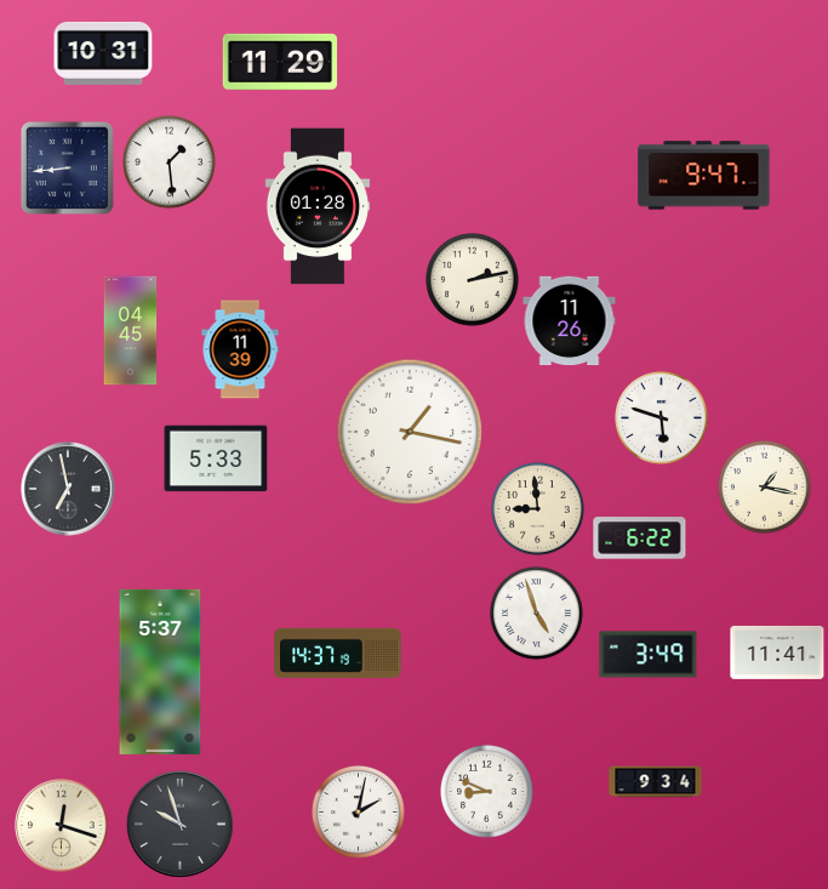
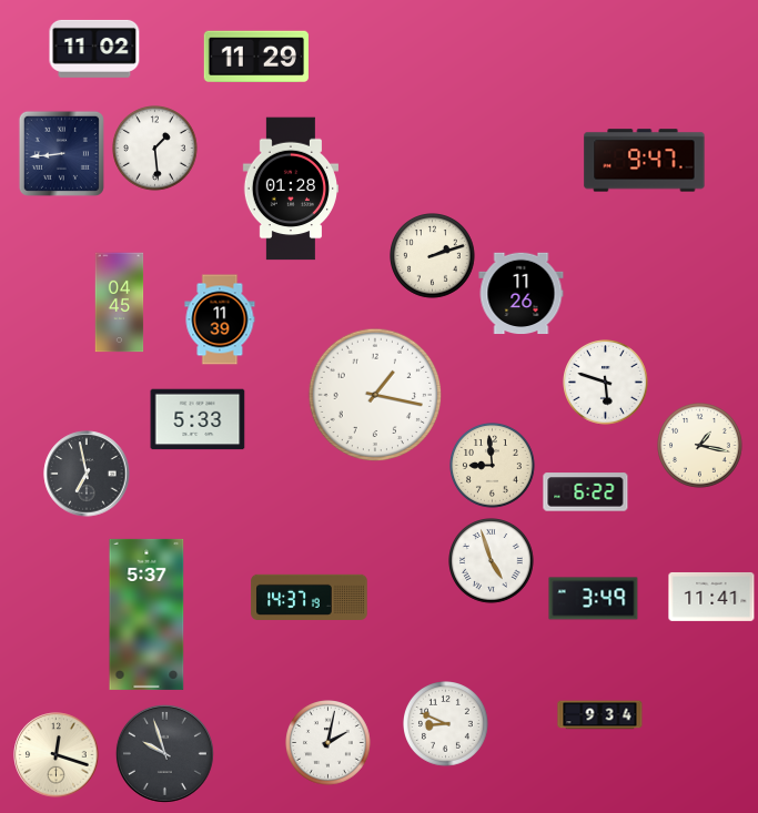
clock at (103, 53): 10:31 -> 11:02
clock at (473, 280): 2:13 -> 2:12
clock at (68, 489) position: (68, 489) -> (87, 474)
